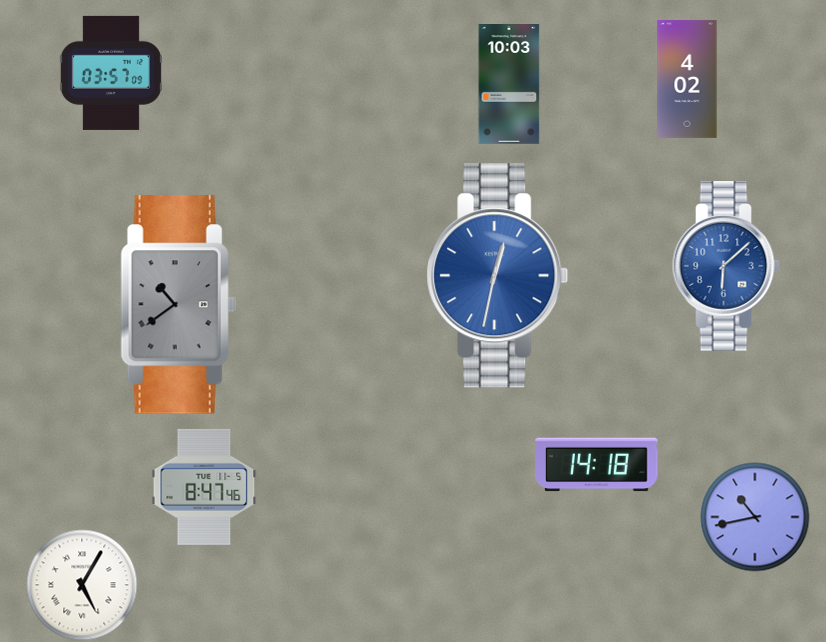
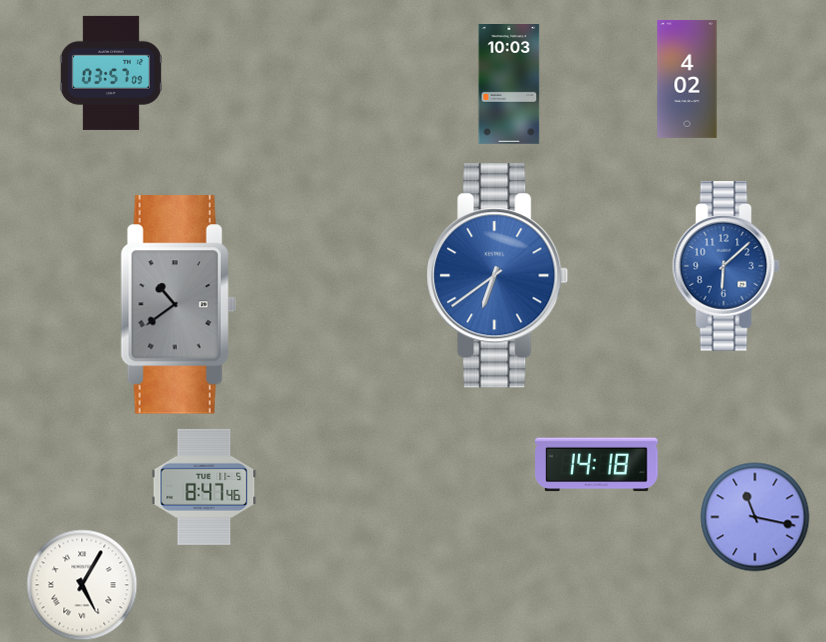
clock at (498, 276): 12:32 -> 6:39
clock at (755, 517): 10:43 -> 11:17
